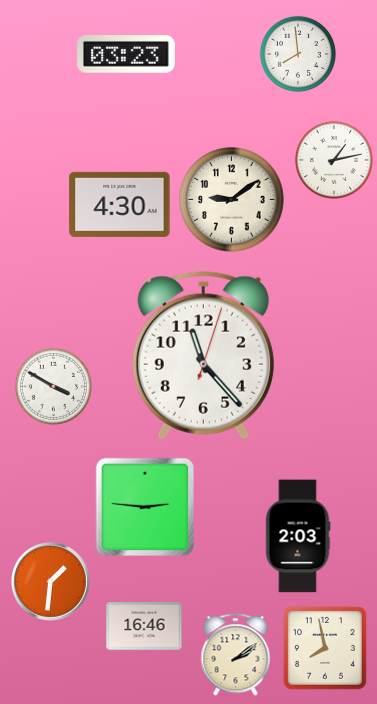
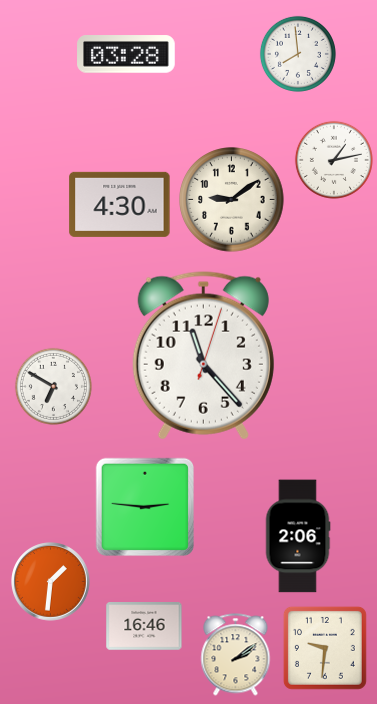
clock at (126, 54): 03:23 -> 03:28
clock at (53, 386): 3:50 -> 6:50
clock at (298, 536): 2:03 -> 2:06
clock at (325, 648): 7:58 -> 9:31
